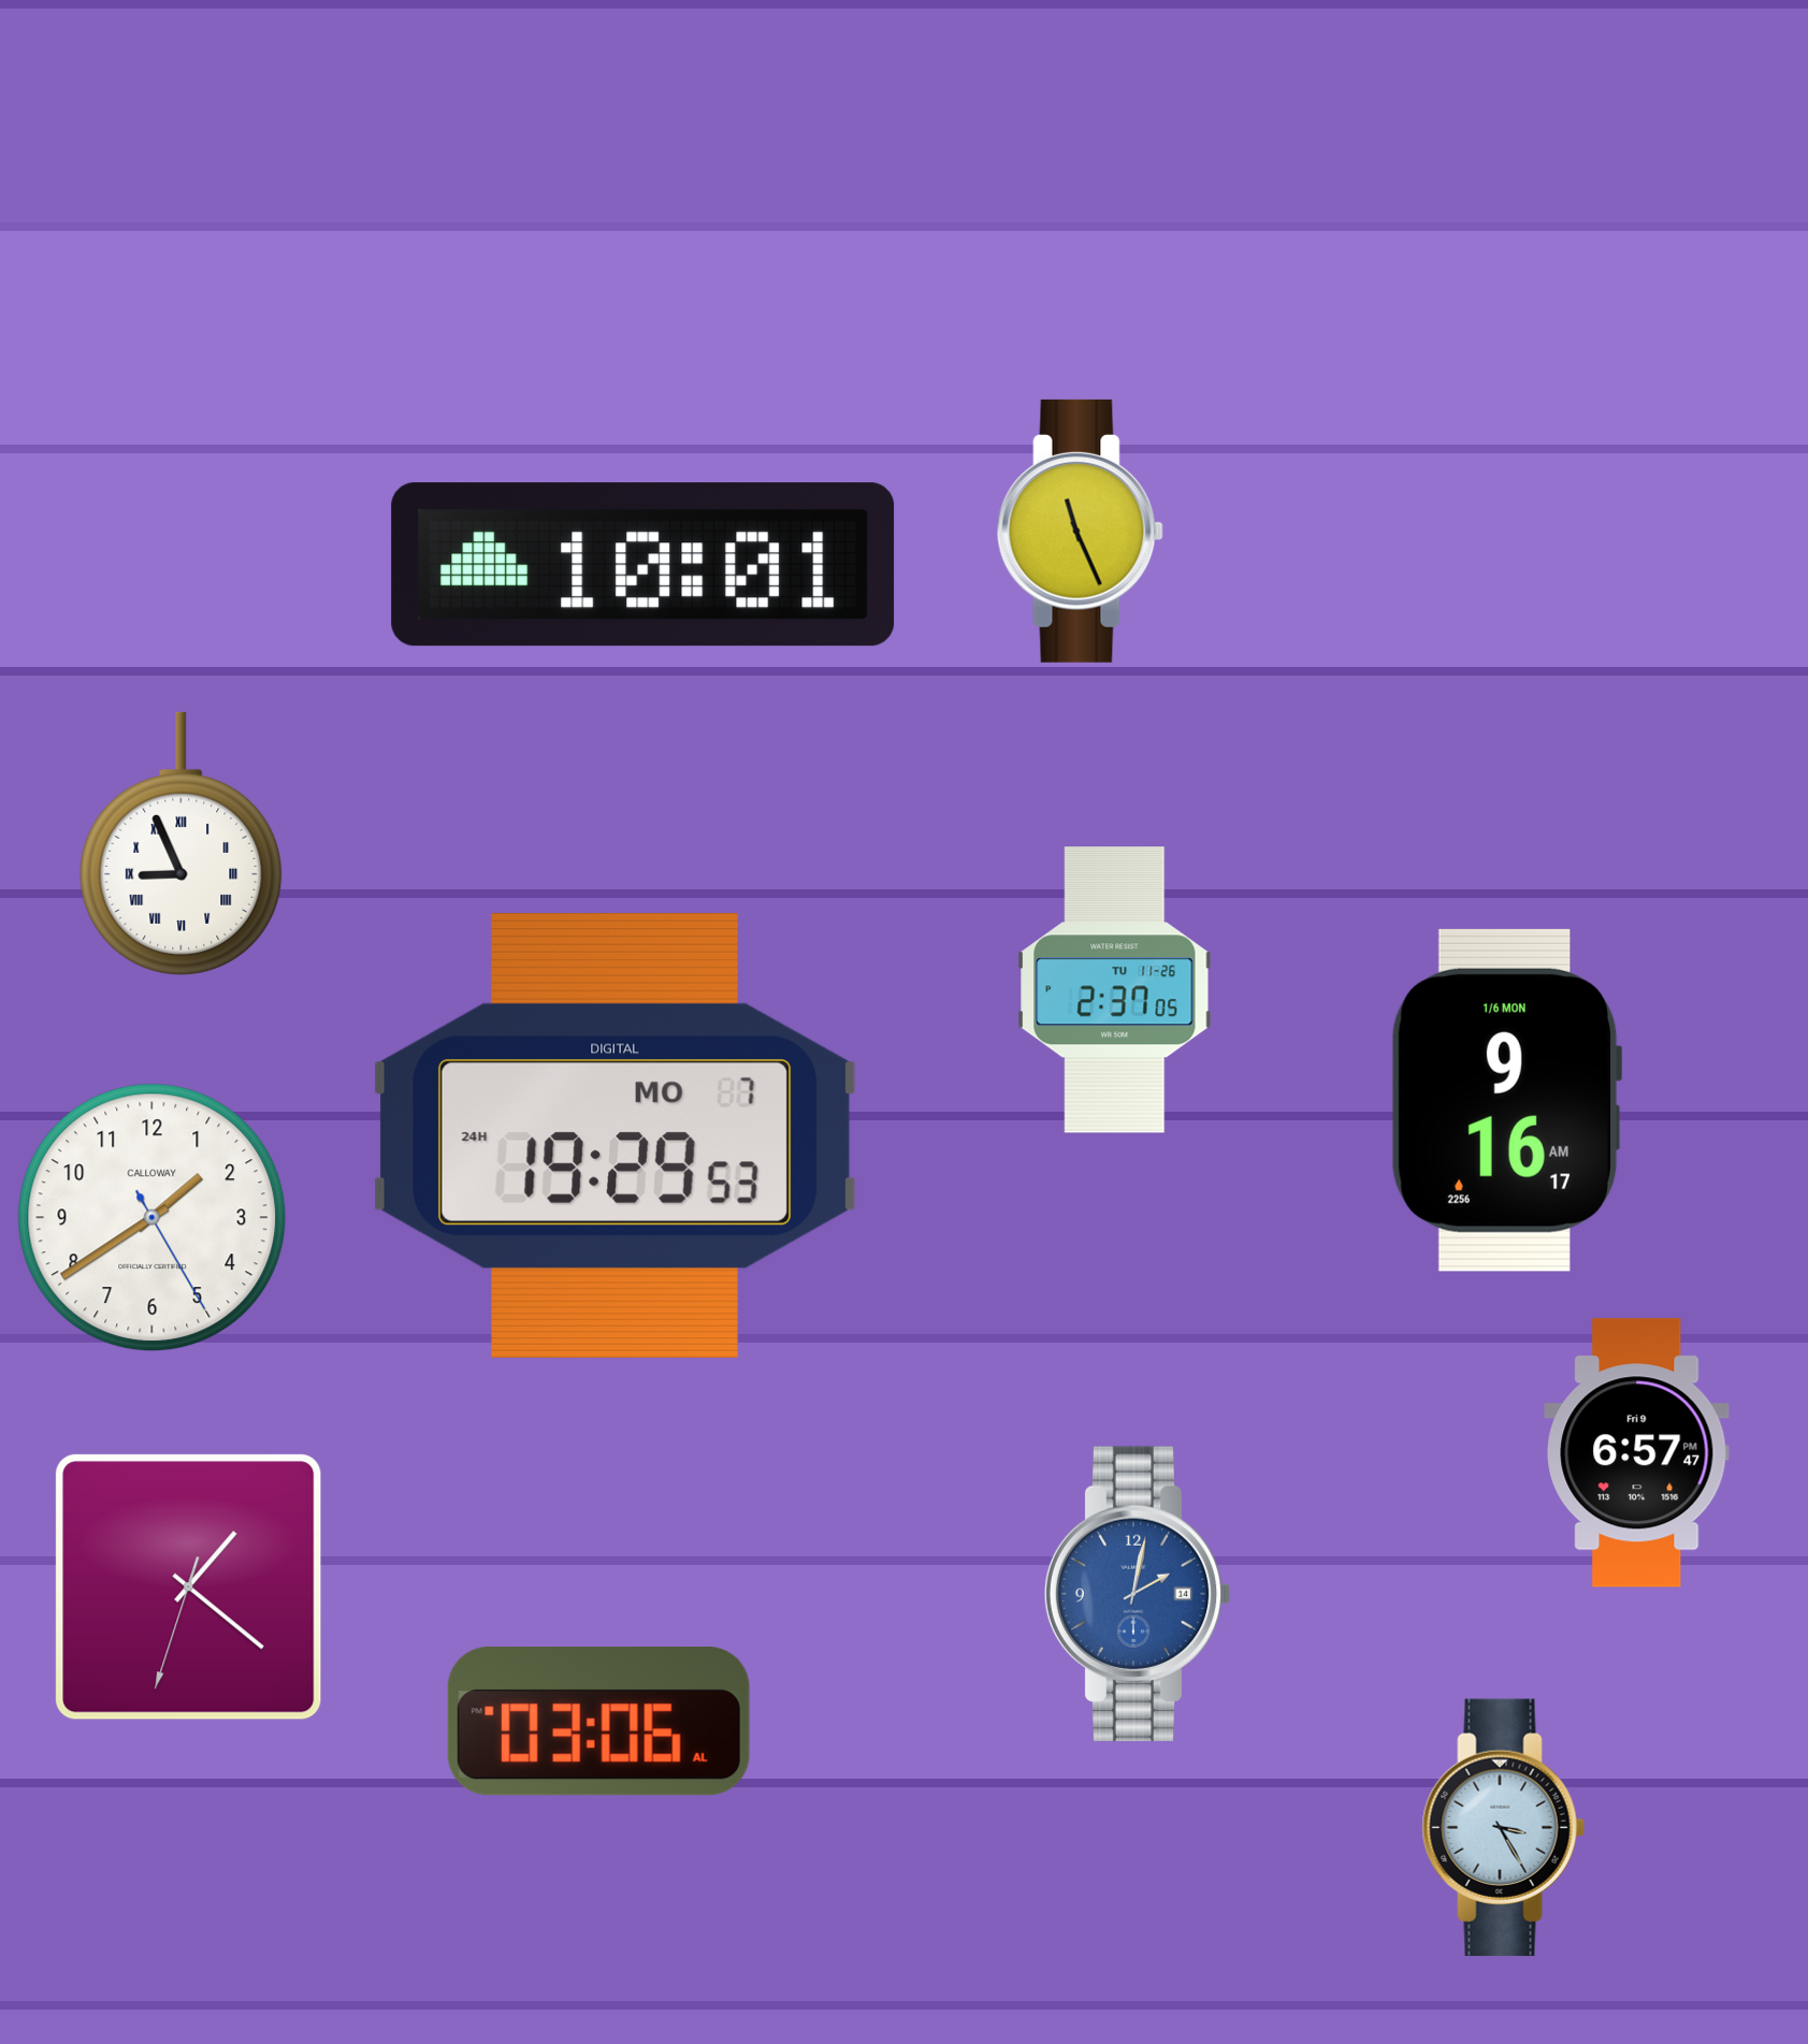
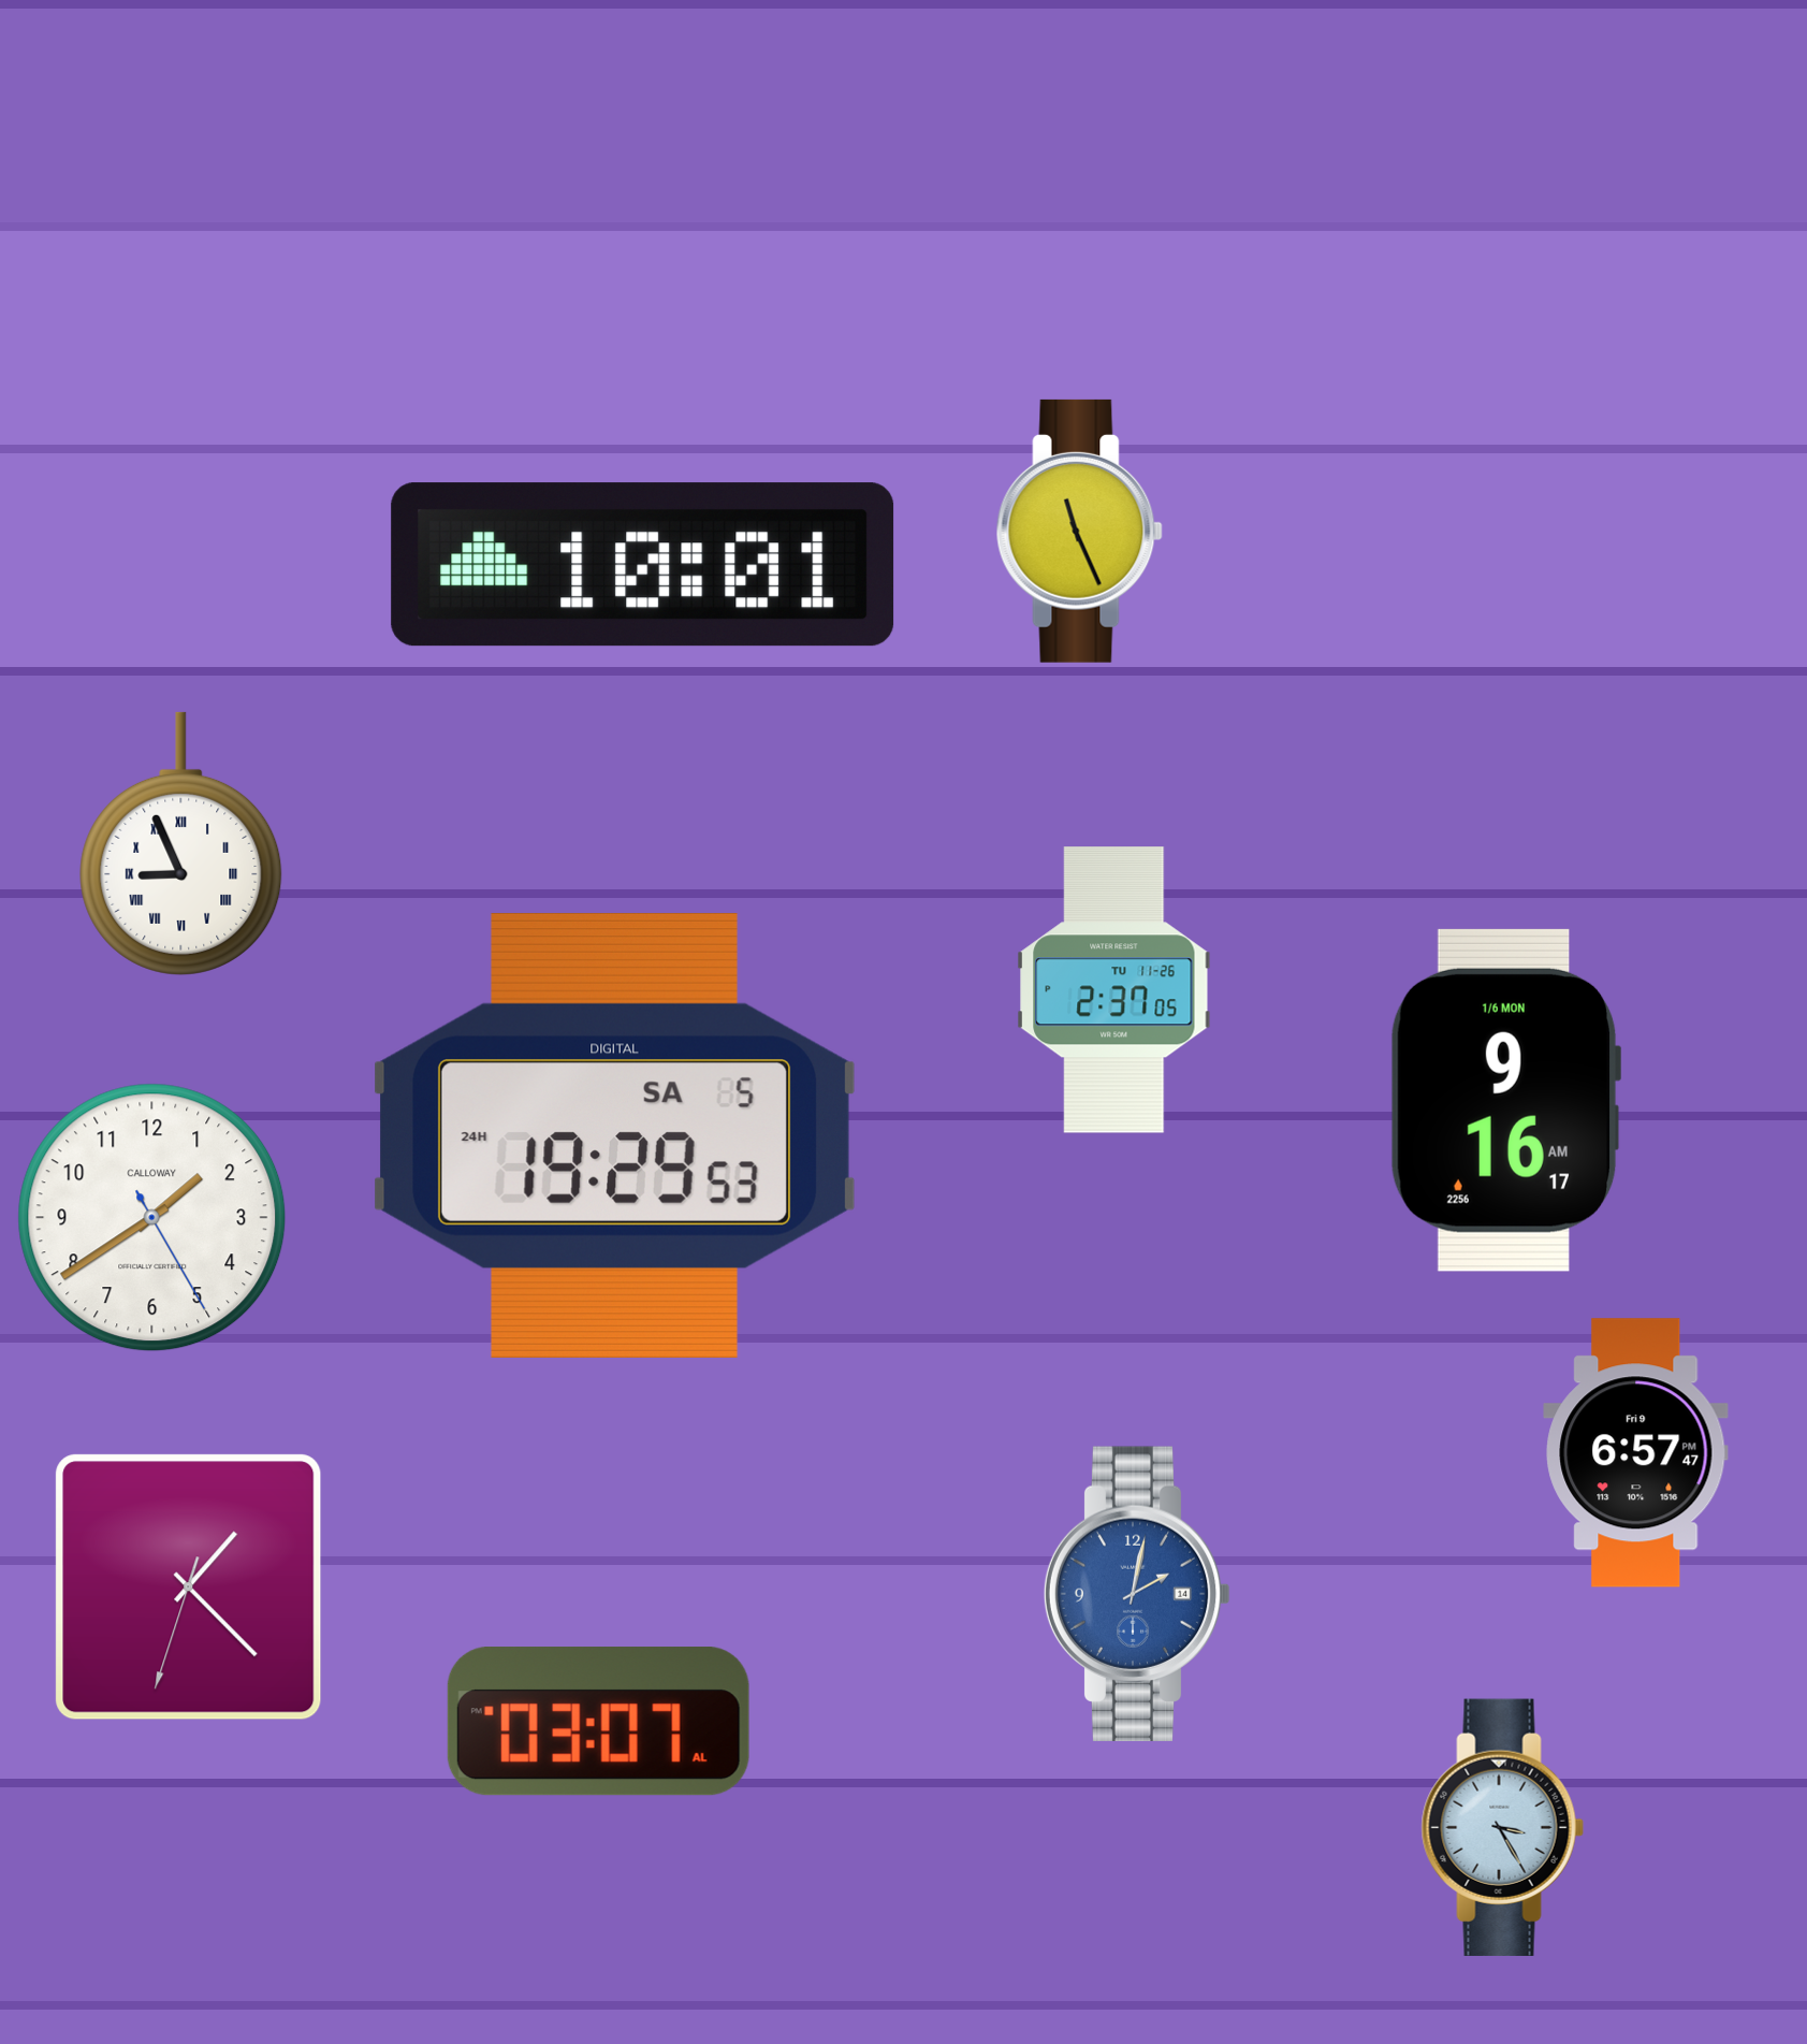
clock at (614, 1135) date: MO 7 -> SA 5
clock at (189, 1588): 1:21 -> 1:22
clock at (598, 1722): 03:06 -> 03:07
